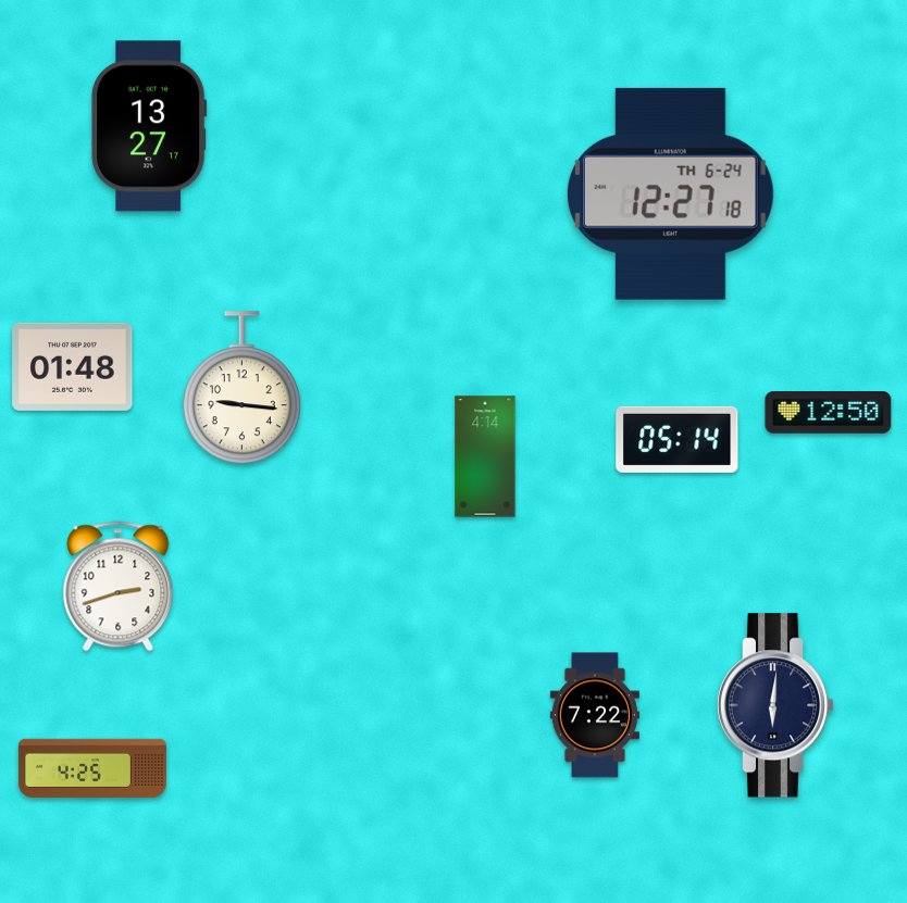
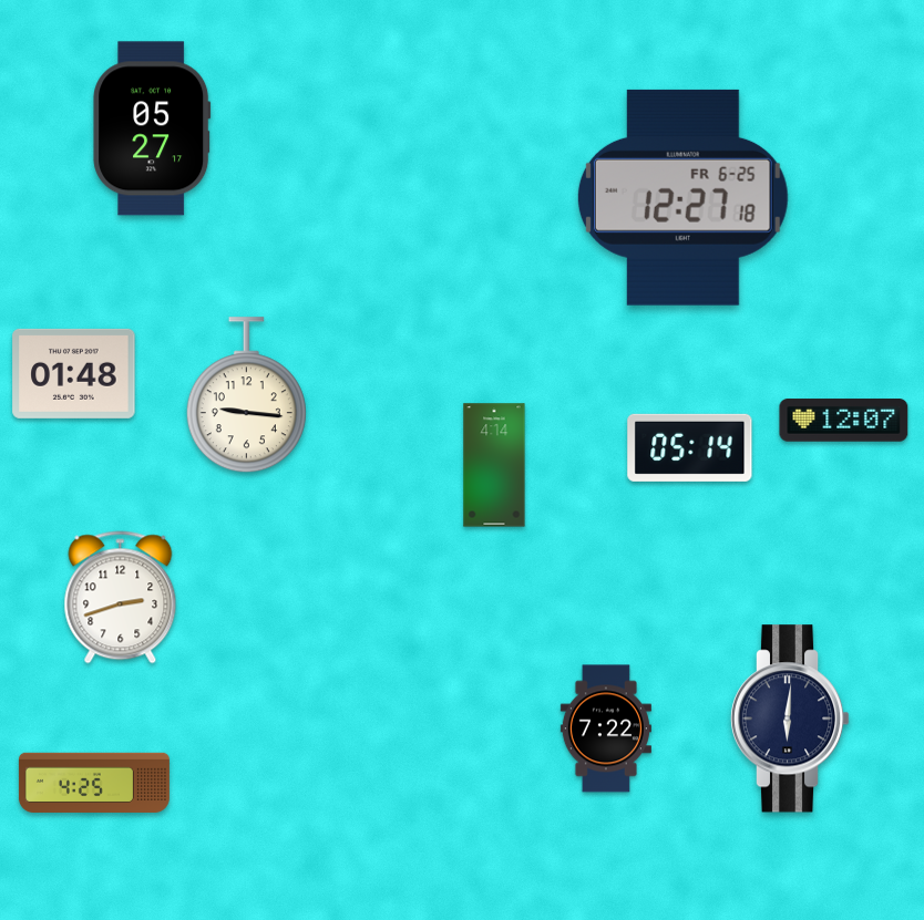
clock at (149, 126): 13:27 -> 05:27
clock at (670, 193) date: TH 6-24 -> FR 6-25
clock at (829, 413): 12:50 -> 12:07
